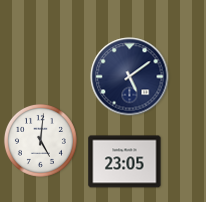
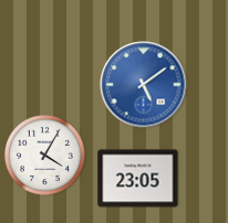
clock at (130, 77) dial: navy -> blue
clock at (40, 140): 5:01 -> 4:05
